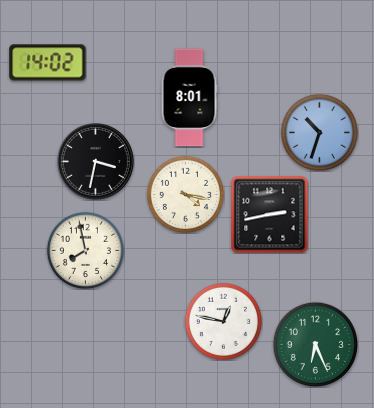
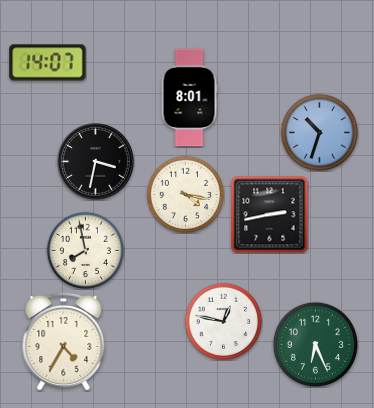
clock at (48, 63): 14:02 -> 14:07
clock at (64, 341): none -> 4:35
